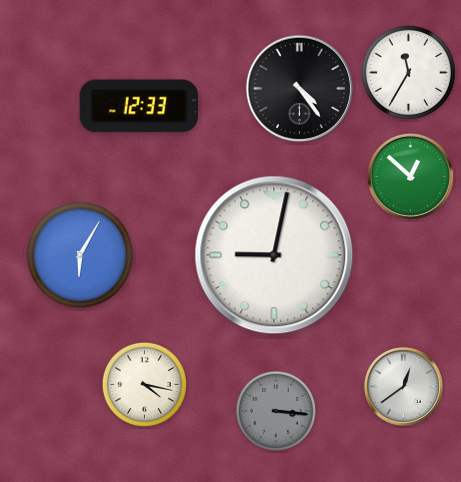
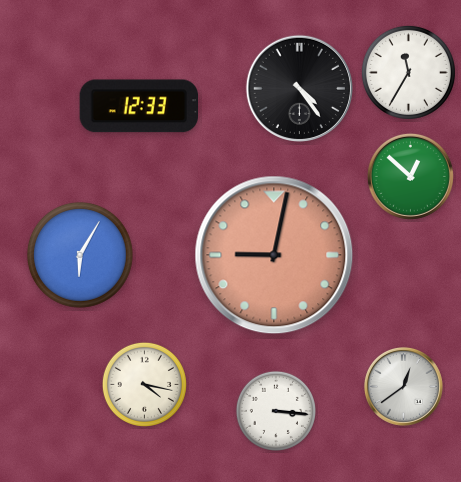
clock at (274, 255) dial: white -> salmon
clock at (276, 411) dial: grey -> white
